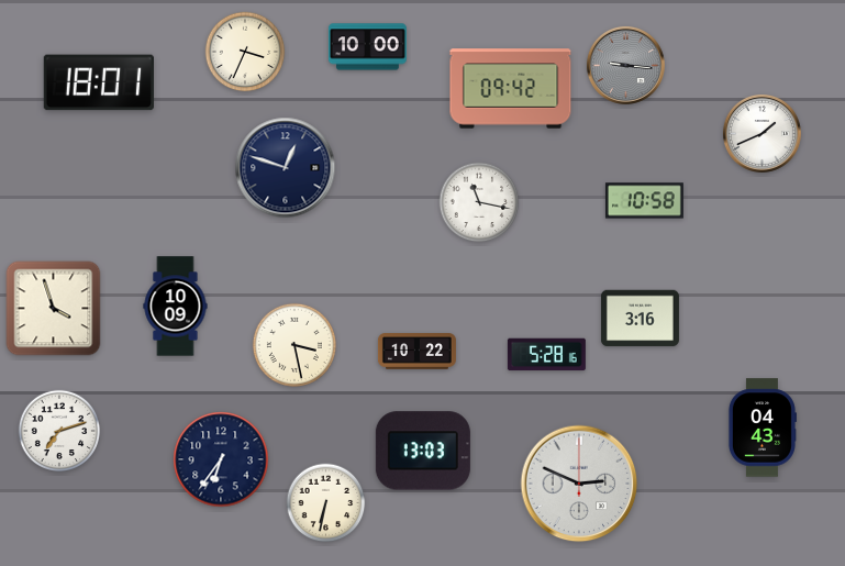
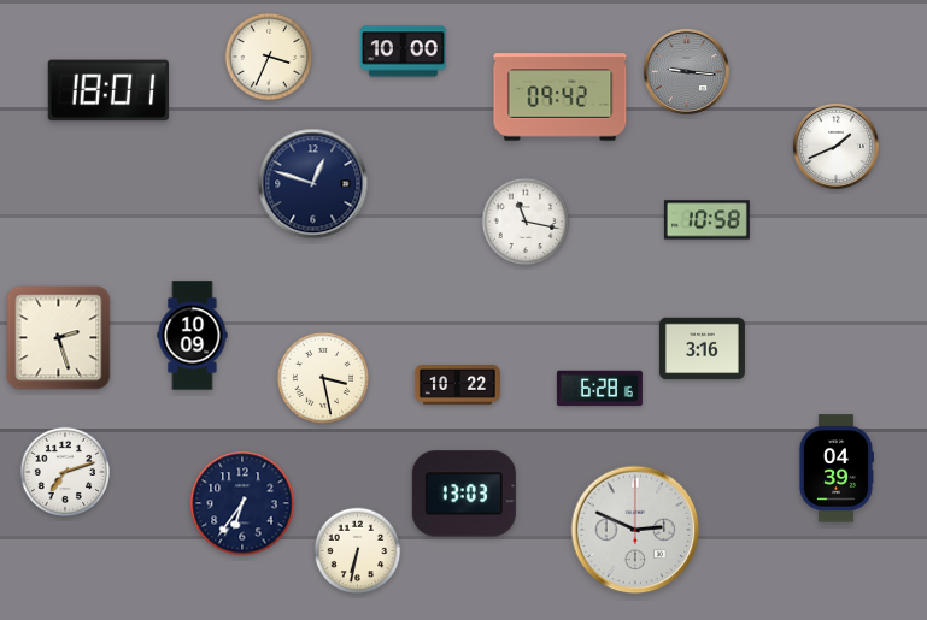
clock at (54, 309): 3:57 -> 2:27
clock at (546, 355): 5:28 -> 6:28
clock at (761, 428): 04:43 -> 04:39
